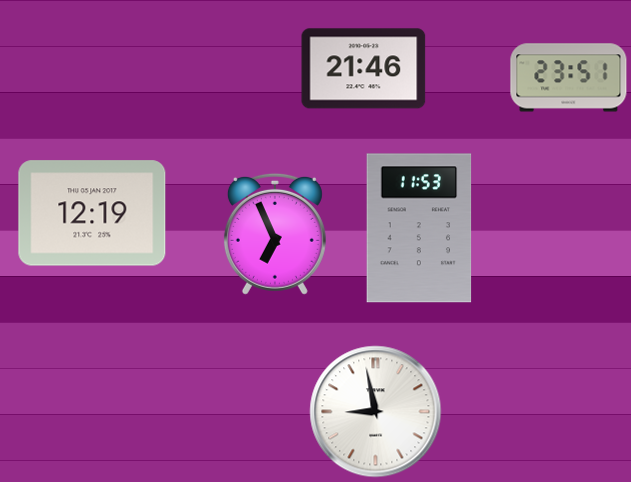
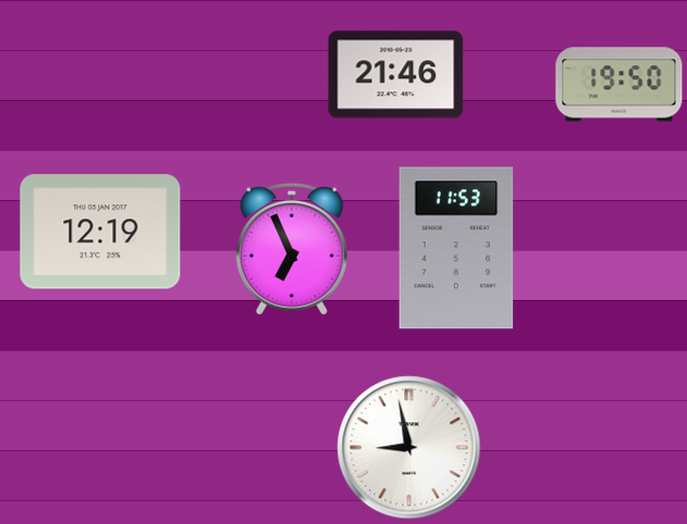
clock at (569, 78): 23:51 -> 19:50
clock at (275, 234) position: (275, 234) -> (292, 249)
